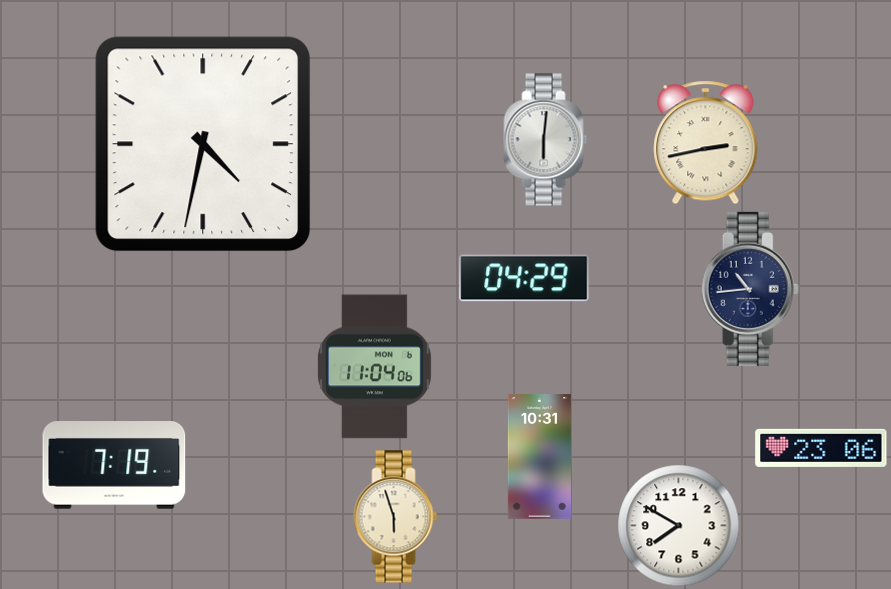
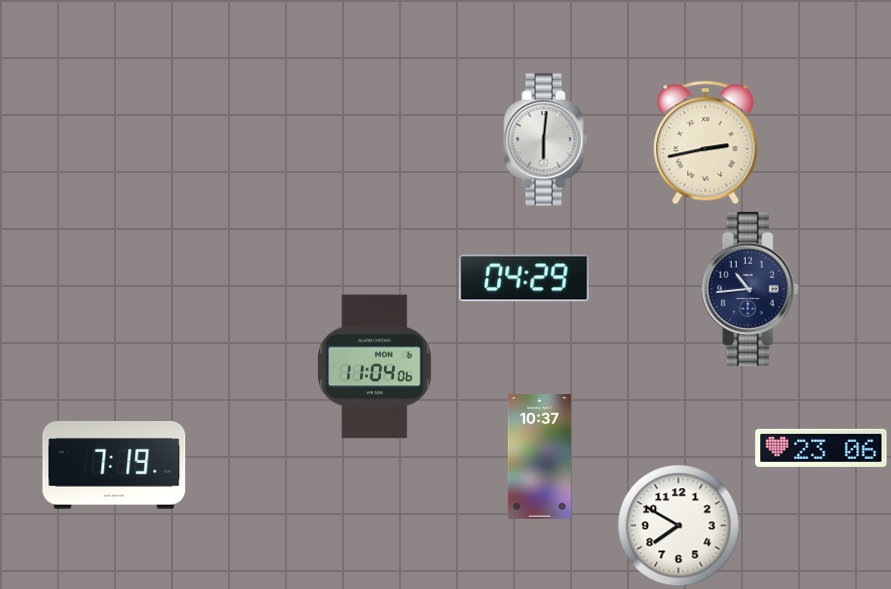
clock at (203, 144): 4:32 -> none
clock at (539, 457): 10:31 -> 10:37
clock at (396, 517): 5:57 -> none
